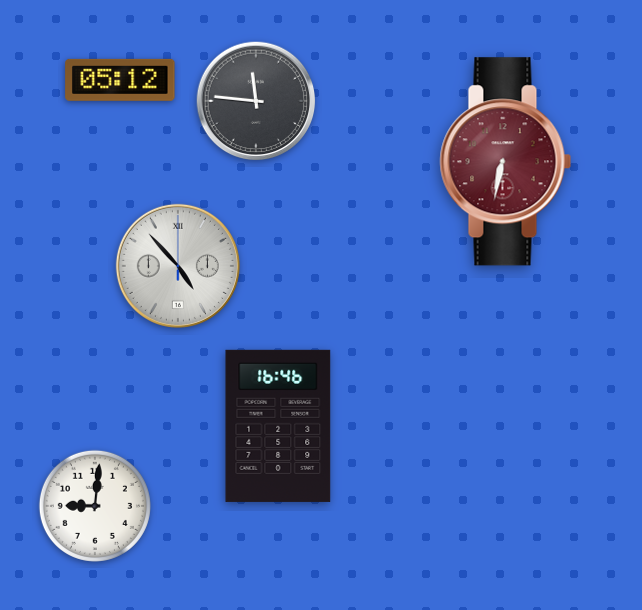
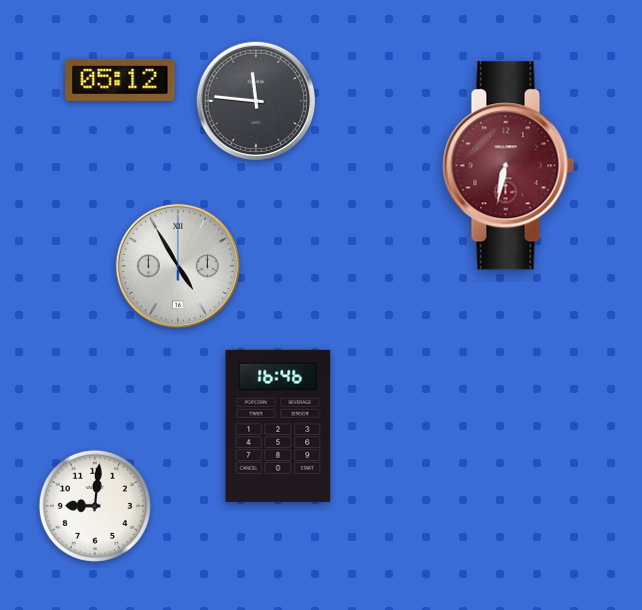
clock at (506, 162) position: (506, 162) -> (509, 166)
clock at (178, 266): 4:53 -> 4:55
